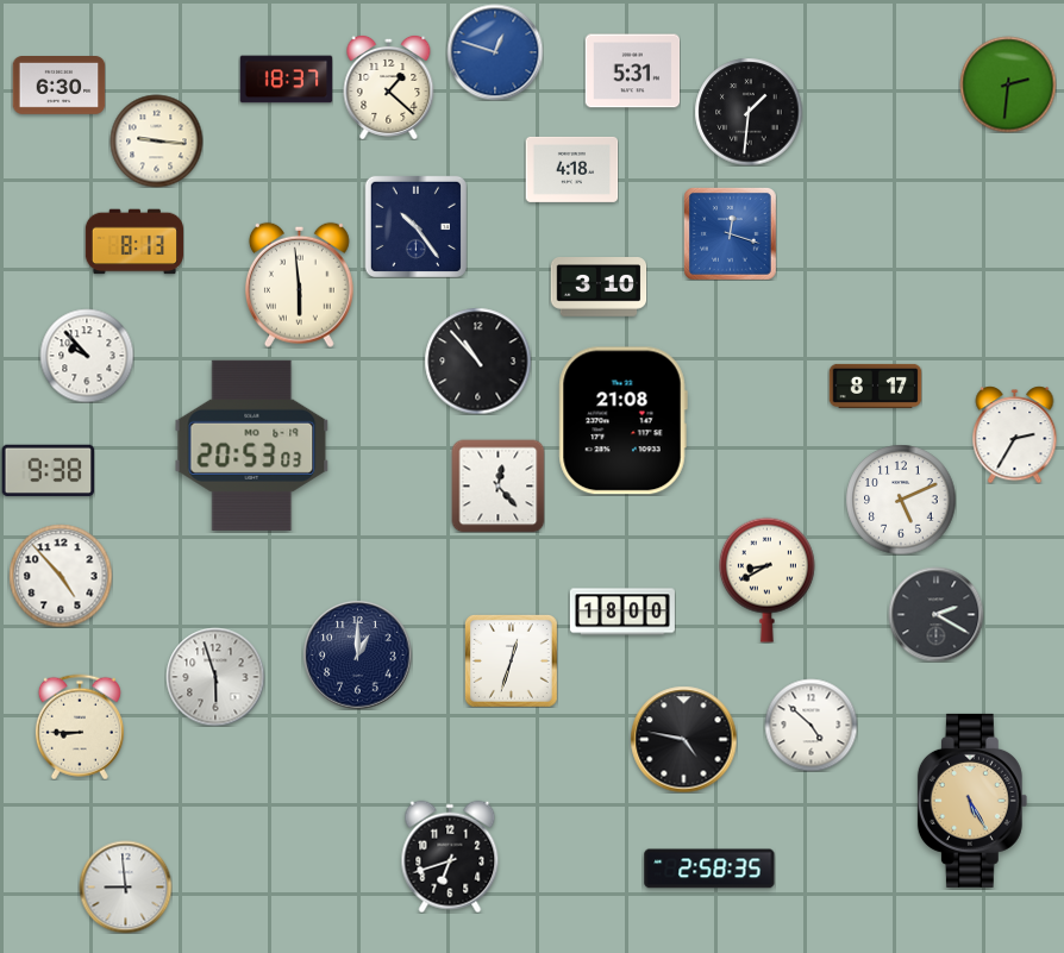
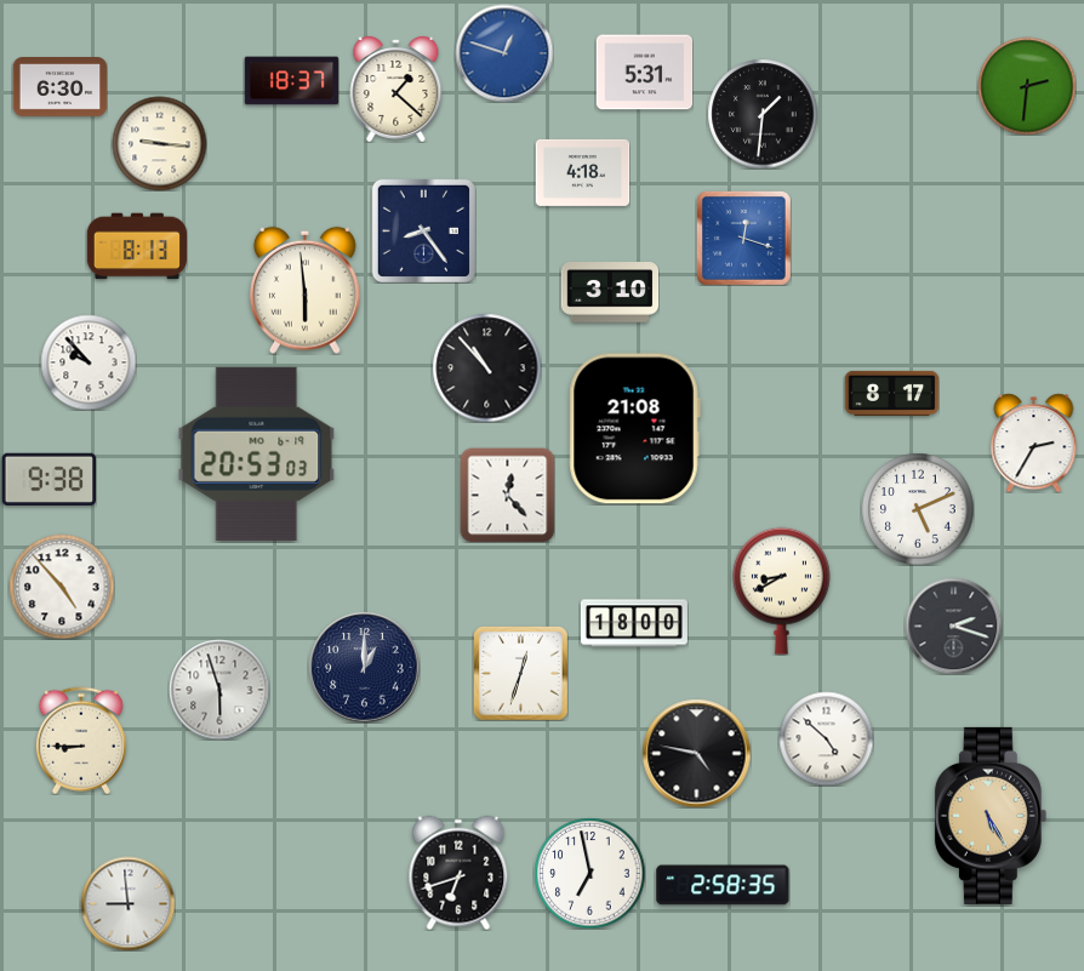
clock at (415, 226): 10:24 -> 8:24
clock at (935, 614): 2:20 -> 2:18
clock at (589, 873): none -> 6:58
